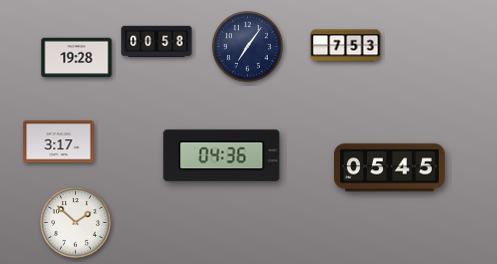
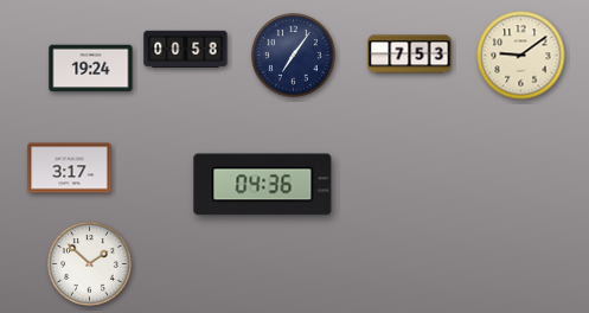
clock at (521, 56): none -> 9:09
clock at (77, 58): 19:28 -> 19:24
clock at (390, 168): 05:45 -> none
